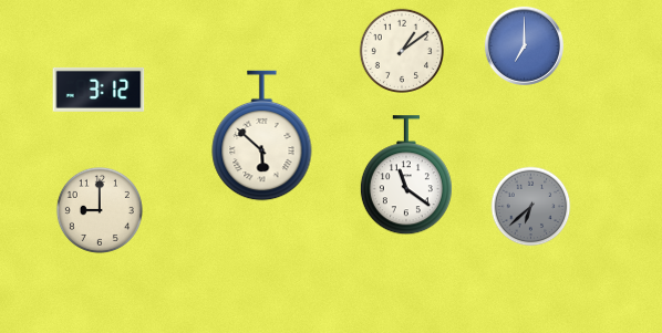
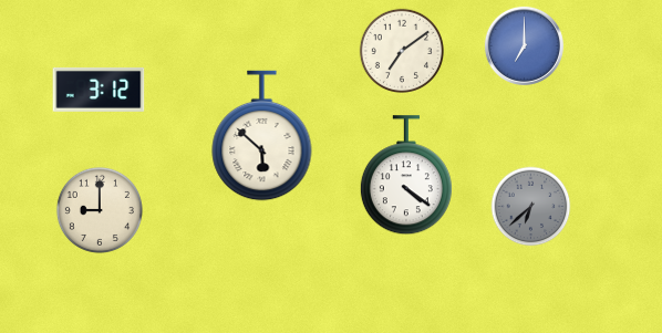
clock at (401, 50): 1:09 -> 7:09
clock at (406, 176): 11:21 -> 4:21
